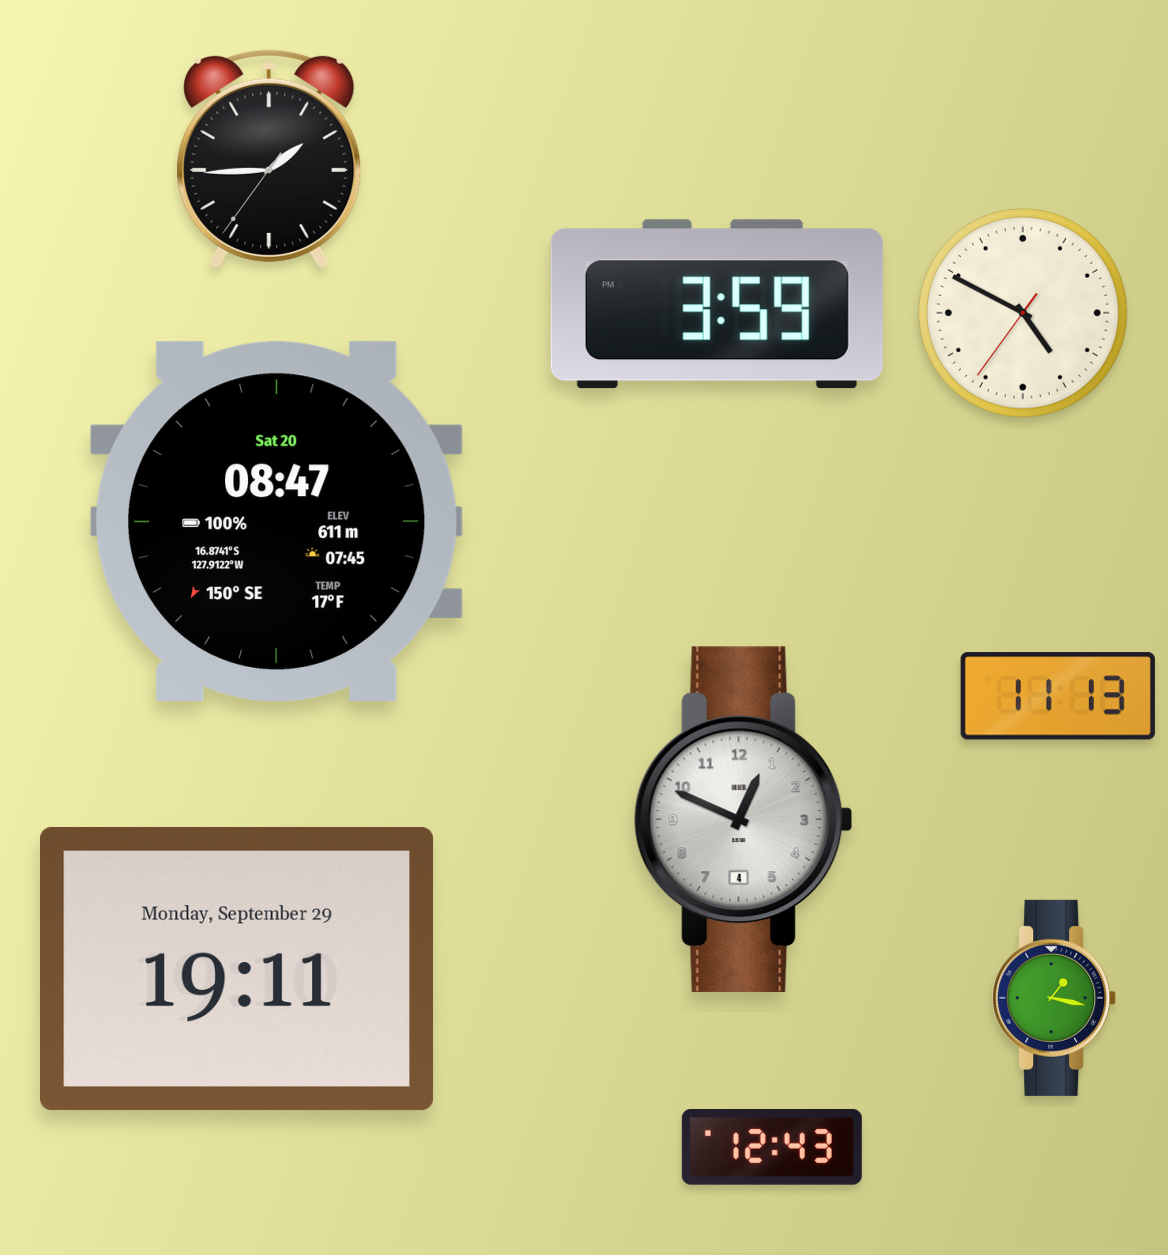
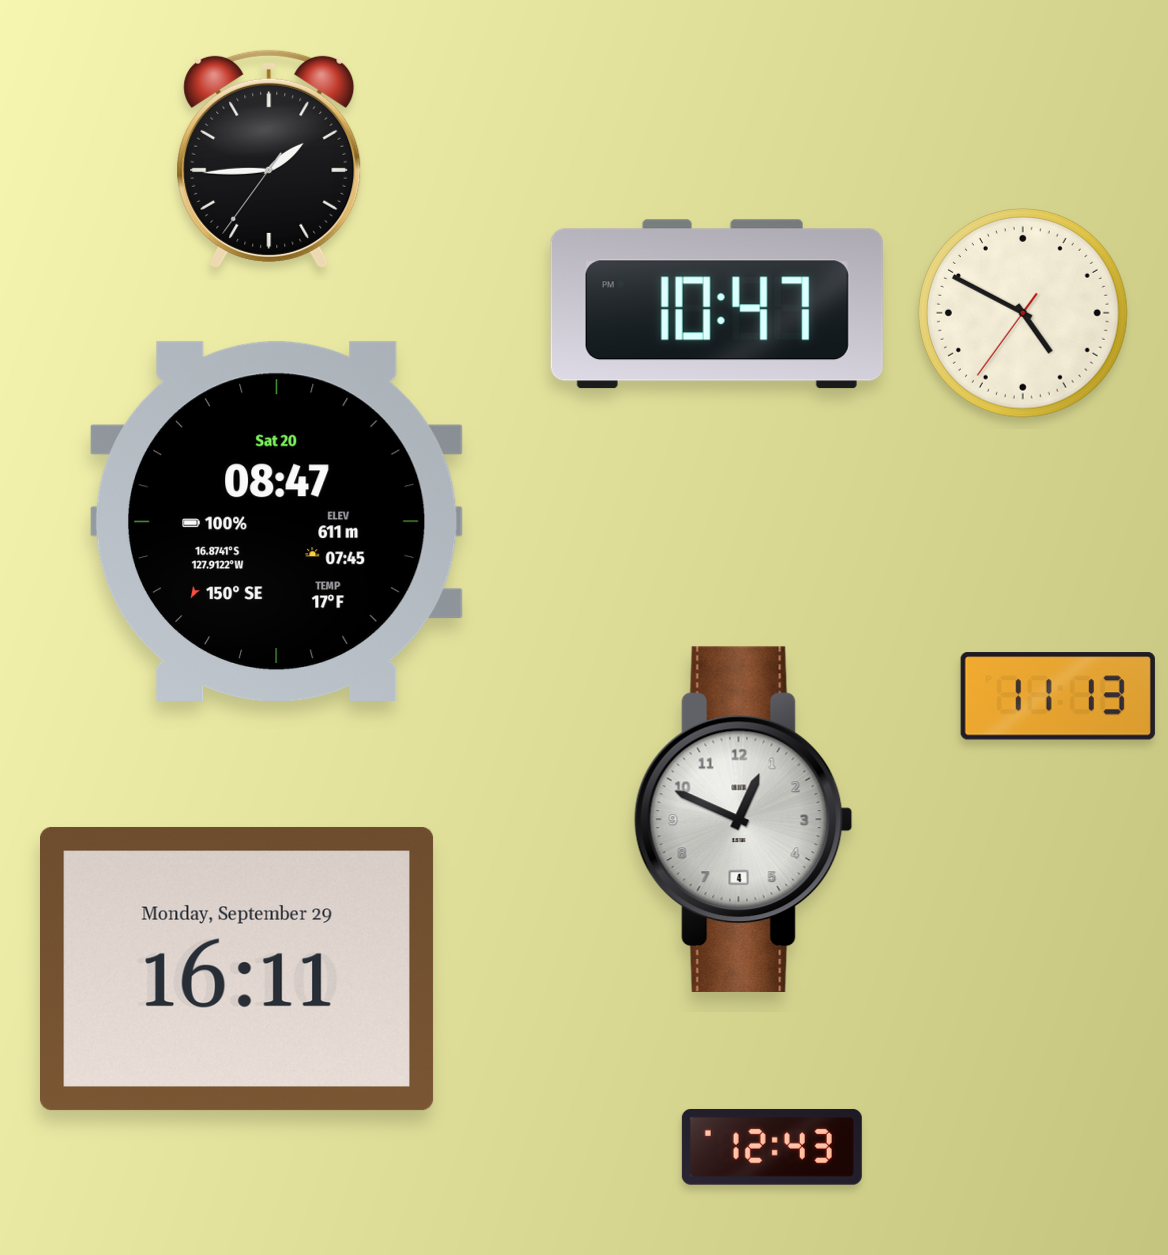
clock at (717, 304): 3:59 -> 10:47
clock at (238, 969): 19:11 -> 16:11
clock at (1055, 998): 1:17 -> none
